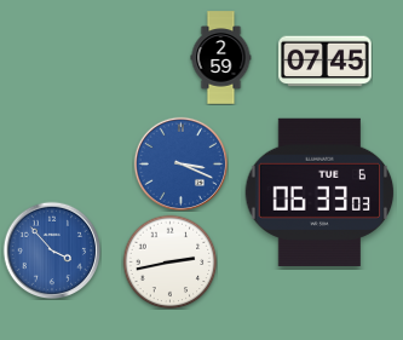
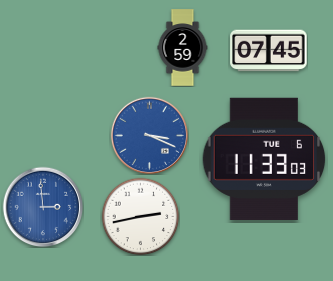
clock at (319, 191): 06:33 -> 11:33
clock at (52, 250): 3:53 -> 2:59
